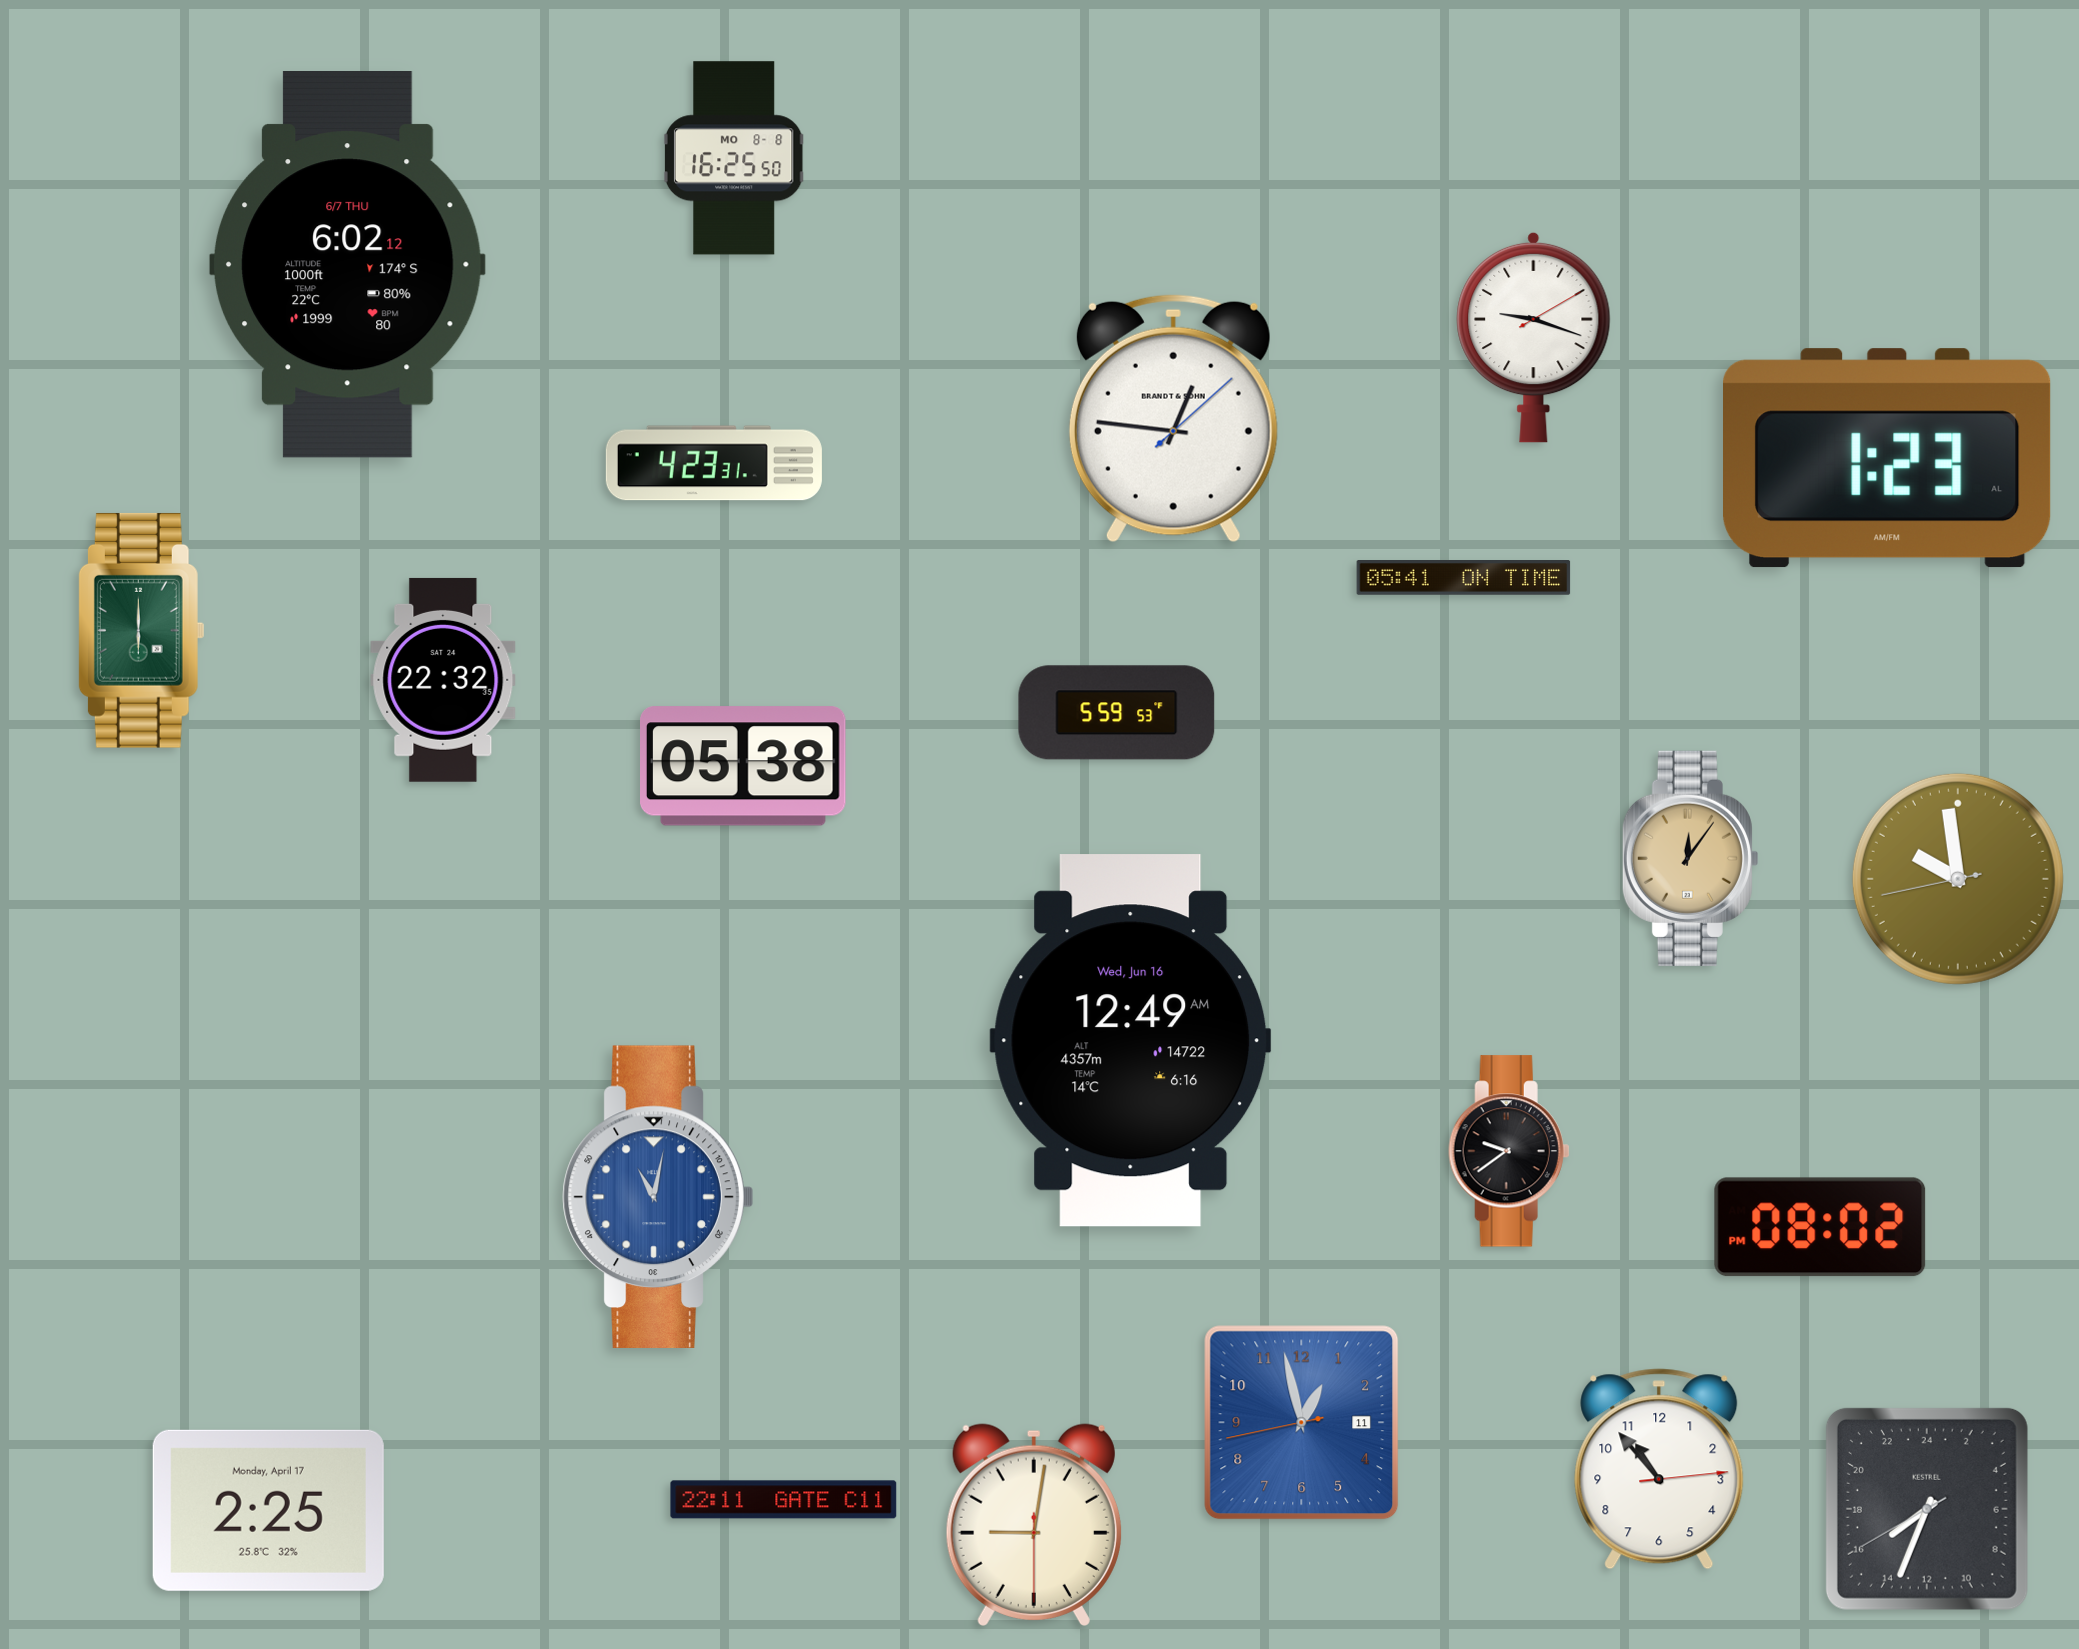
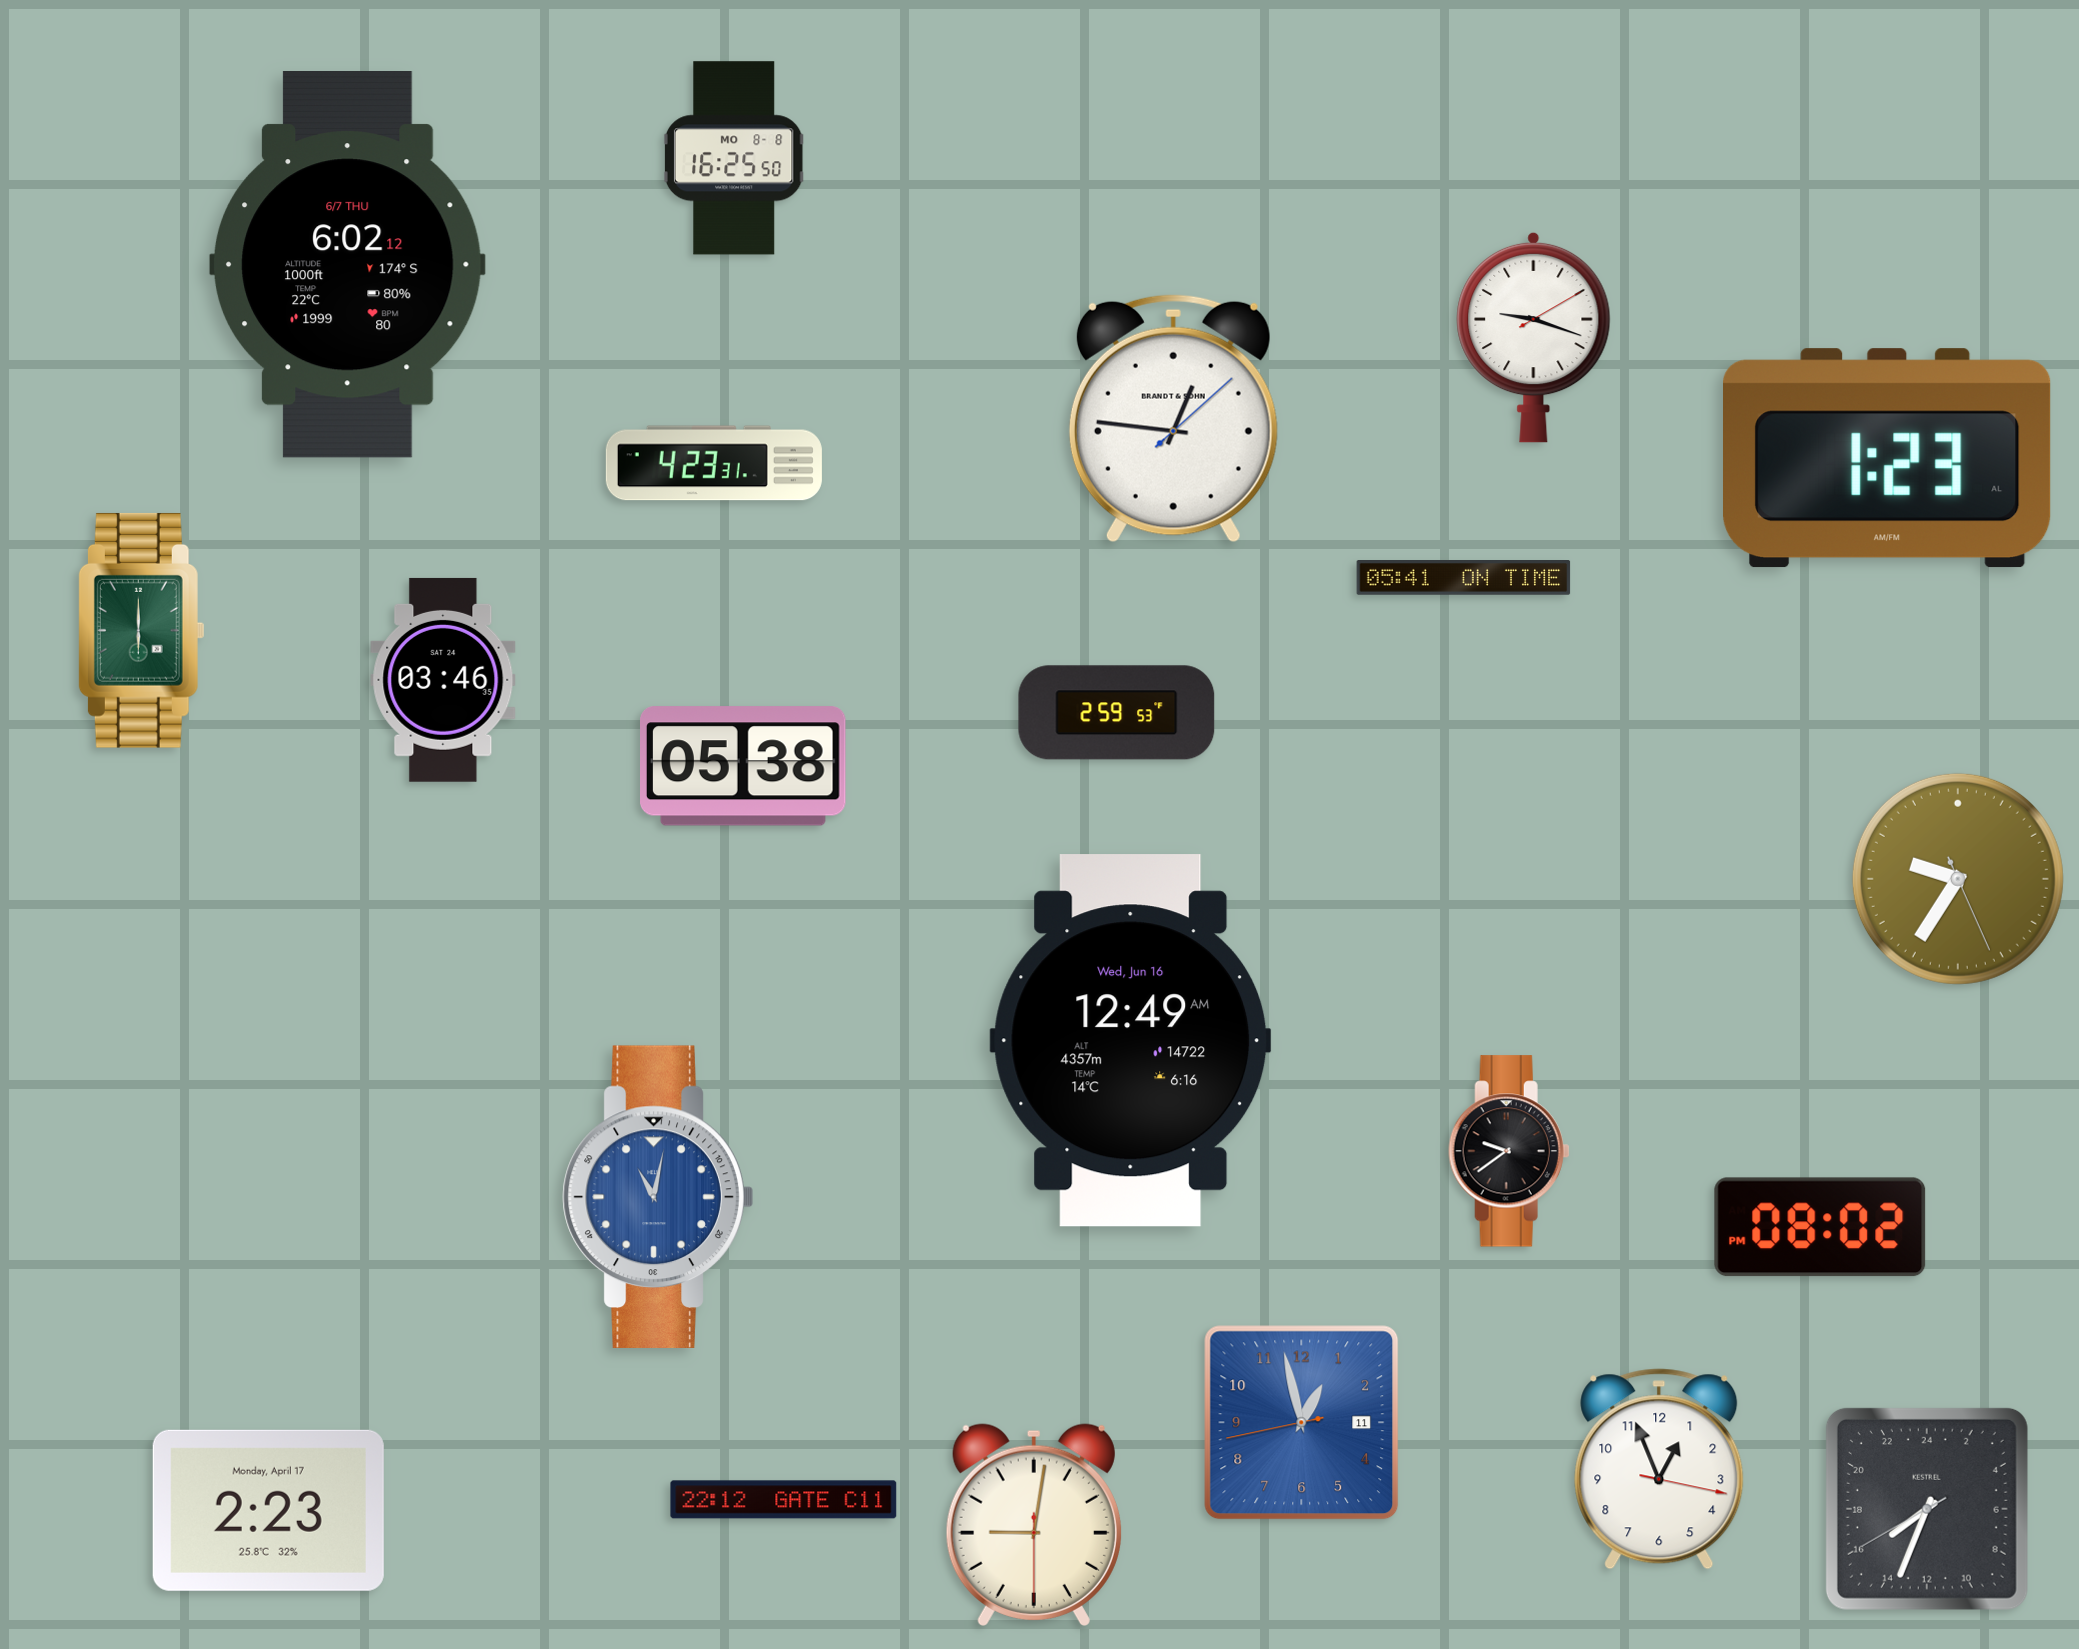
clock at (443, 680): 22:32 -> 03:46
clock at (1117, 713): 5:59 -> 2:59
clock at (1690, 858): 12:06 -> none
clock at (1958, 879): 9:58 -> 9:35
clock at (1659, 1469): 10:53 -> 12:56
clock at (784, 1500): 22:11 -> 22:12
clock at (268, 1510): 2:25 -> 2:23
